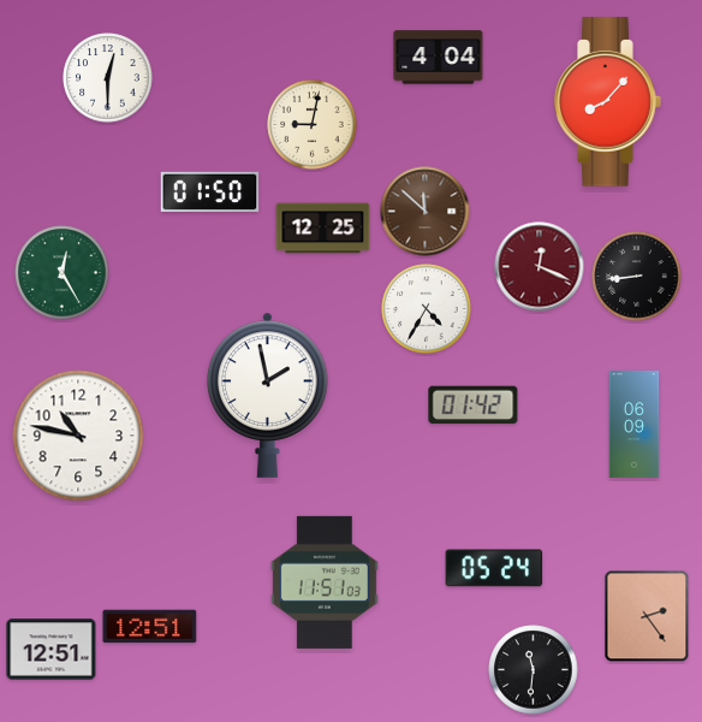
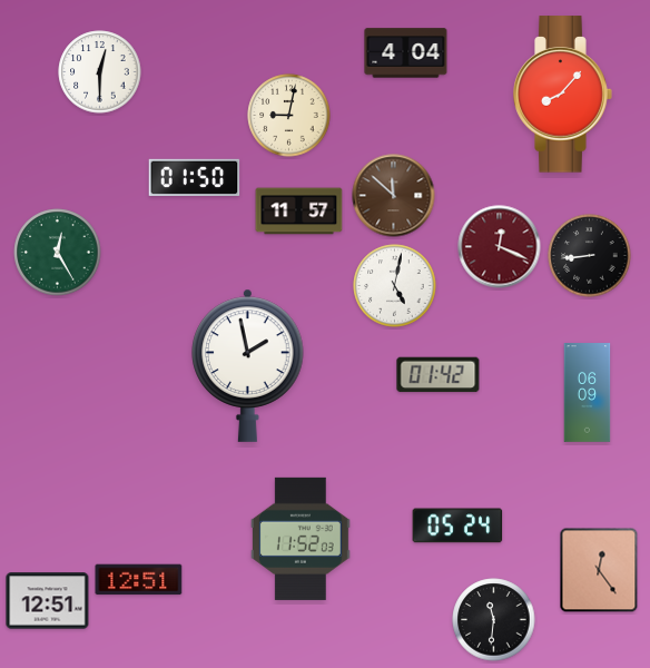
clock at (323, 229): 12:25 -> 11:57
clock at (427, 309): 4:35 -> 5:02
clock at (78, 436): 10:47 -> none
clock at (325, 582): 11:51 -> 11:52
clock at (647, 616): 2:24 -> 12:24
